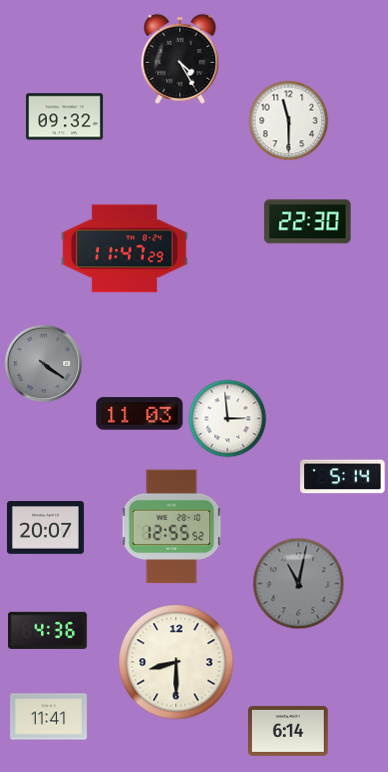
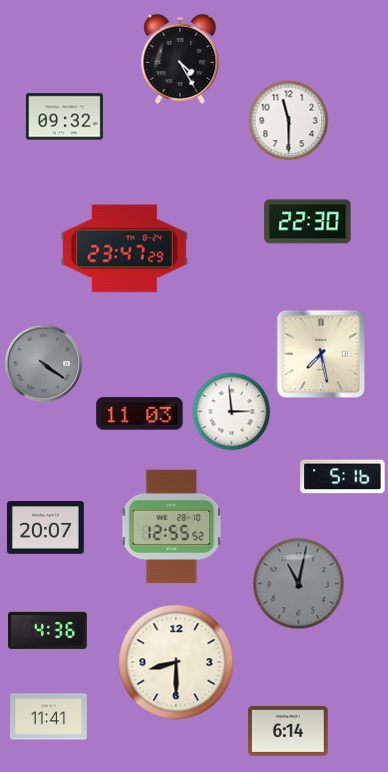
clock at (124, 249): 11:47 -> 23:47
clock at (321, 354): none -> 7:28
clock at (227, 418) position: (227, 418) -> (231, 411)
clock at (343, 477): 5:14 -> 5:16
